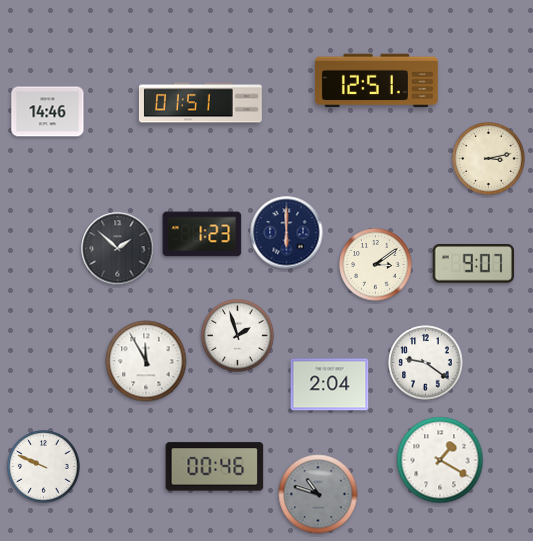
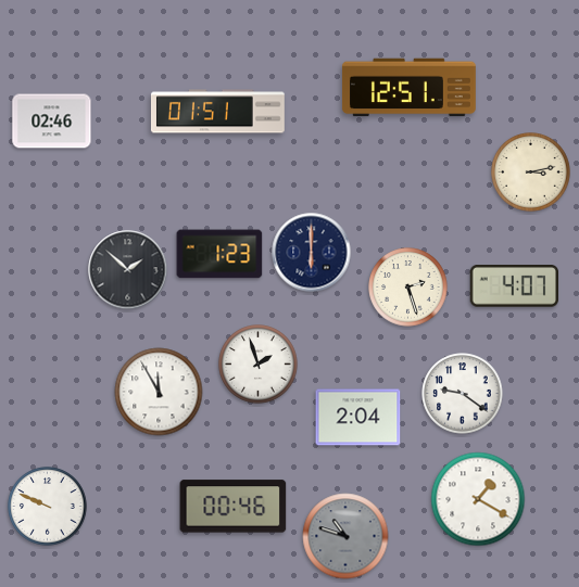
clock at (48, 112): 14:46 -> 02:46
clock at (473, 264): 9:07 -> 4:07
clock at (376, 265): 3:09 -> 2:27
